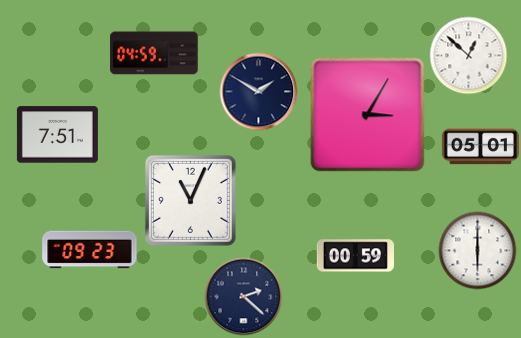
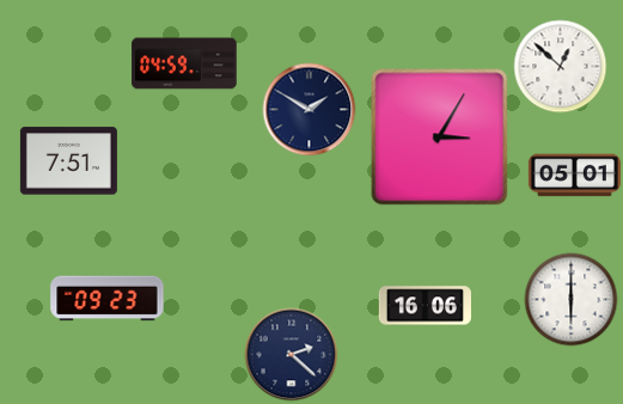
clock at (190, 200): 11:04 -> none
clock at (355, 256): 00:59 -> 16:06
